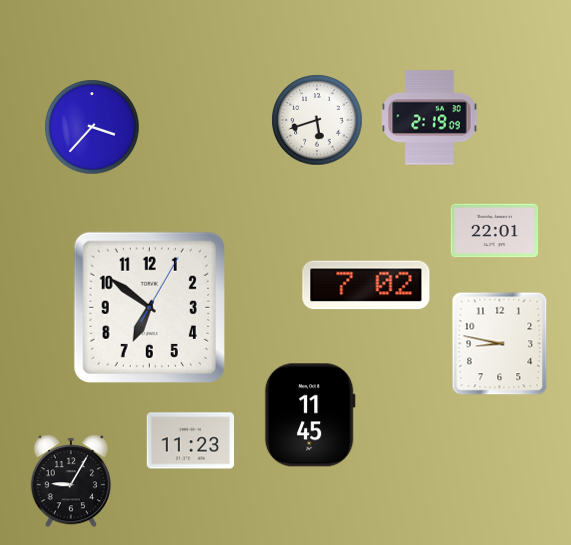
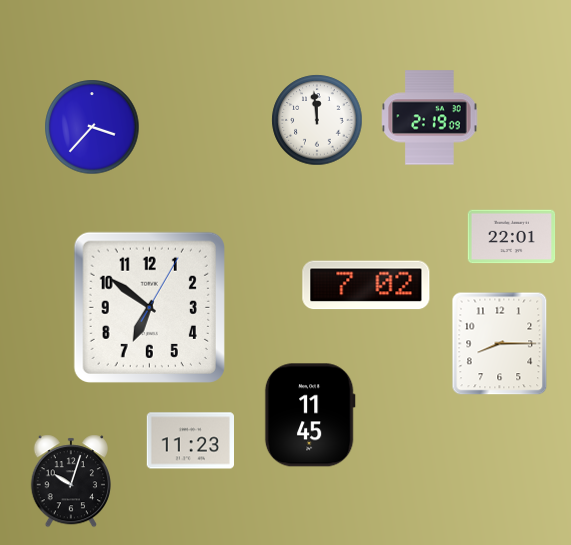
clock at (317, 120): 5:42 -> 11:59
clock at (495, 231) position: (495, 231) -> (512, 237)
clock at (500, 344): 8:47 -> 8:15
clock at (71, 481): 9:05 -> 10:03
